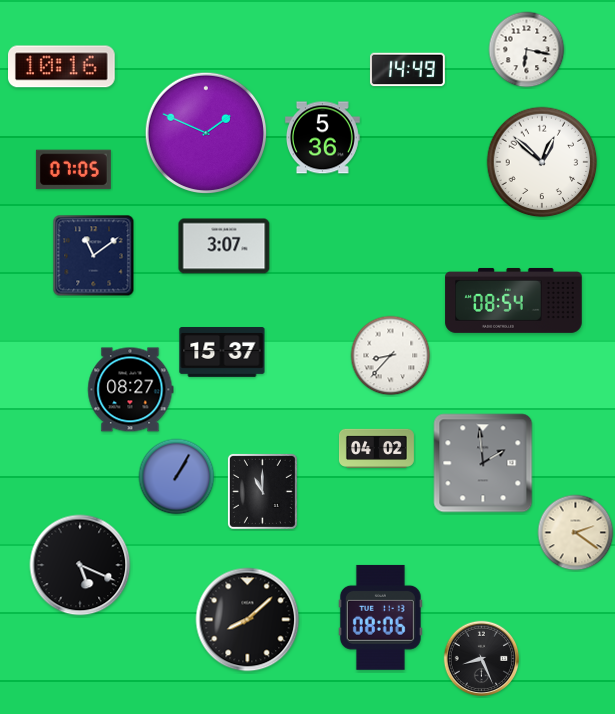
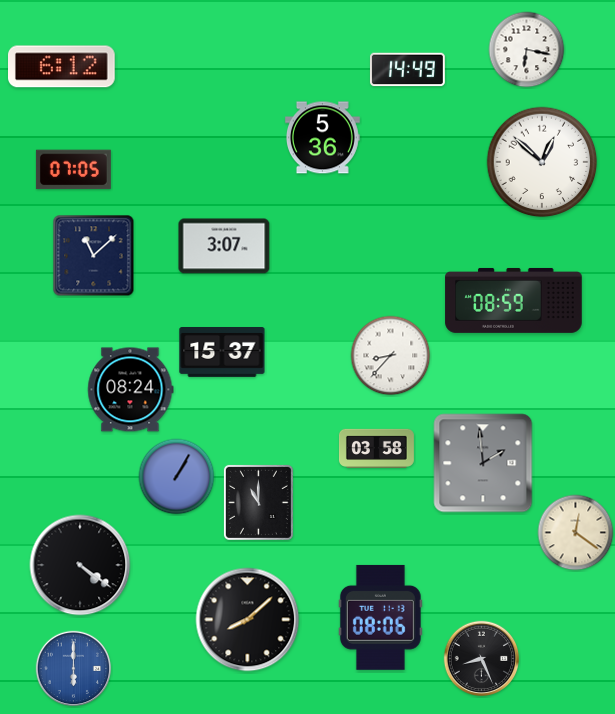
clock at (62, 67): 10:16 -> 6:12
clock at (205, 132): 1:49 -> none
clock at (94, 256): 11:09 -> 11:08
clock at (514, 300): 08:54 -> 08:59
clock at (131, 390): 08:27 -> 08:24
clock at (376, 448): 04:02 -> 03:58
clock at (262, 491) position: (262, 491) -> (258, 502)
clock at (576, 533): 2:21 -> 12:21
clock at (80, 565): 5:19 -> 4:21
clock at (74, 669): none -> 6:00
